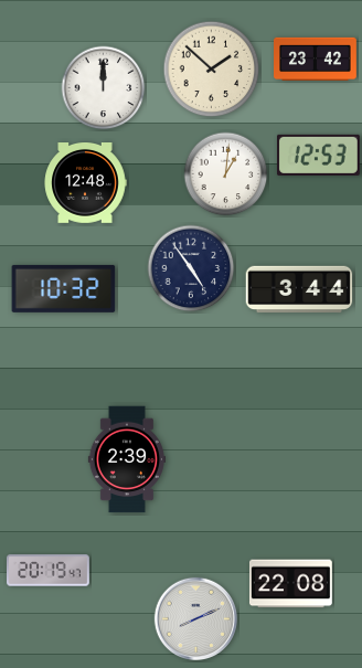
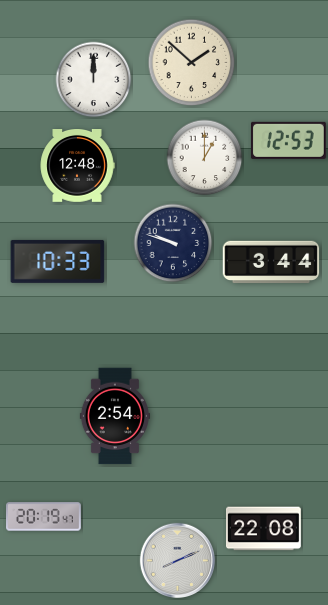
clock at (316, 60): 23:42 -> none
clock at (226, 174): 1:01 -> 1:00
clock at (191, 268): 4:54 -> 9:48
clock at (64, 288): 10:32 -> 10:33
clock at (127, 459): 2:39 -> 2:54
